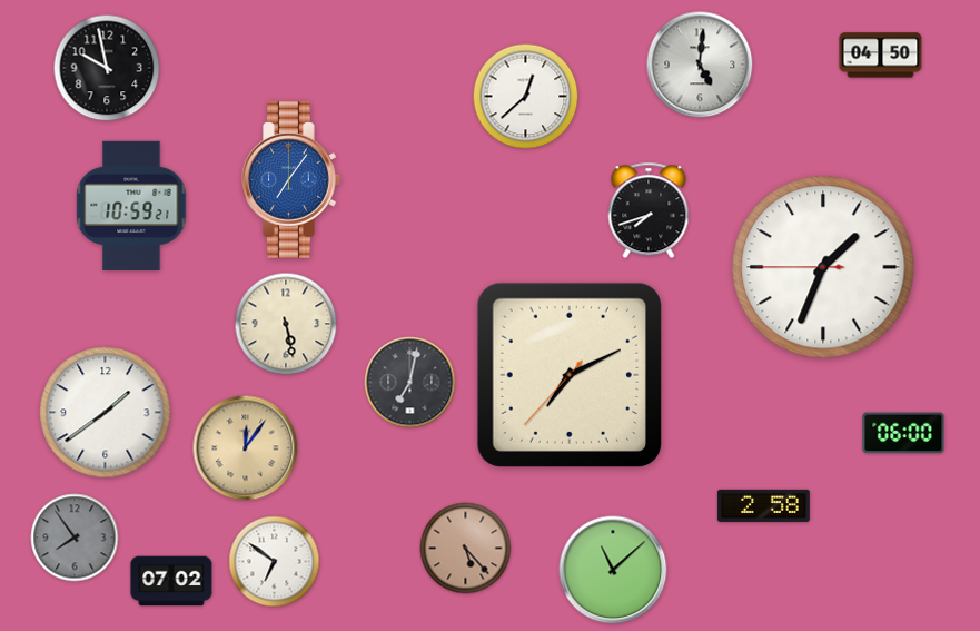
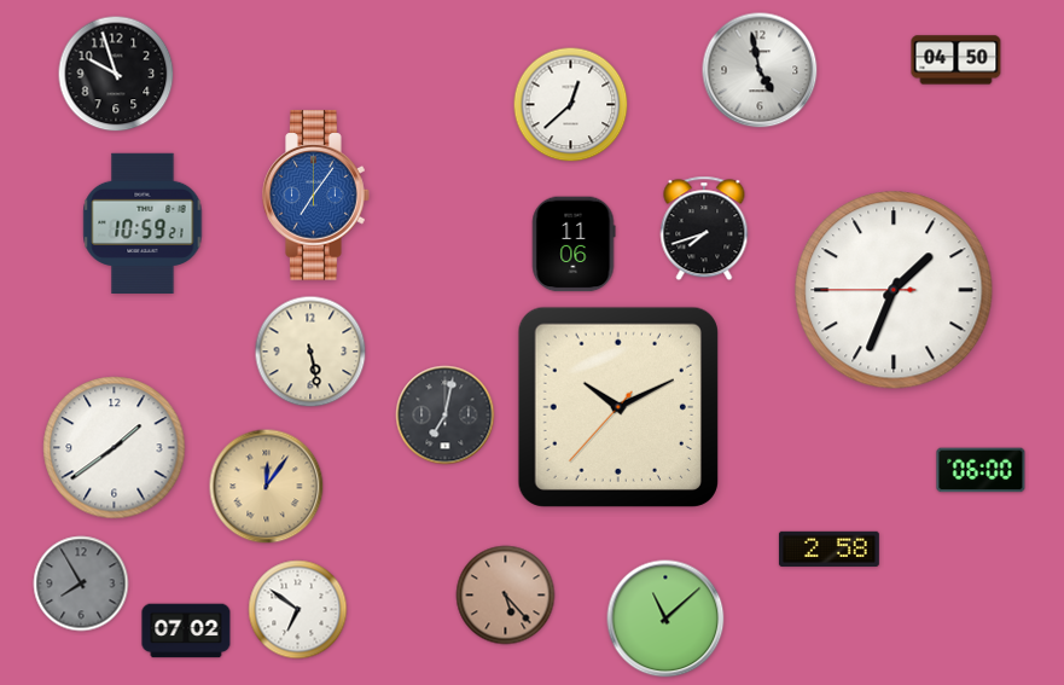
clock at (700, 65): 5:01 -> 4:58
clock at (107, 68): 9:58 -> 9:57
clock at (574, 244): none -> 11:06
clock at (570, 375): 7:10 -> 10:10
clock at (75, 538): 7:54 -> 7:55
